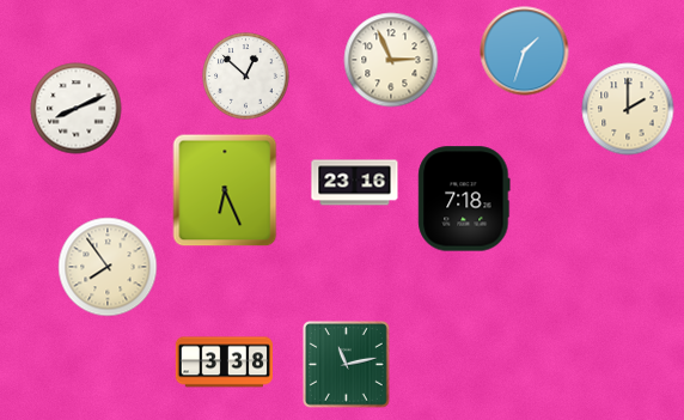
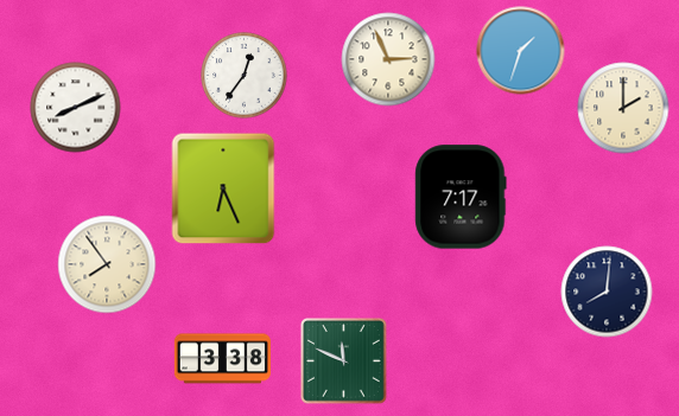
clock at (246, 77): 12:52 -> 12:36
clock at (355, 183): 23:16 -> none
clock at (464, 199): 7:18 -> 7:17
clock at (607, 292): none -> 8:01
clock at (347, 365): 11:13 -> 11:49
